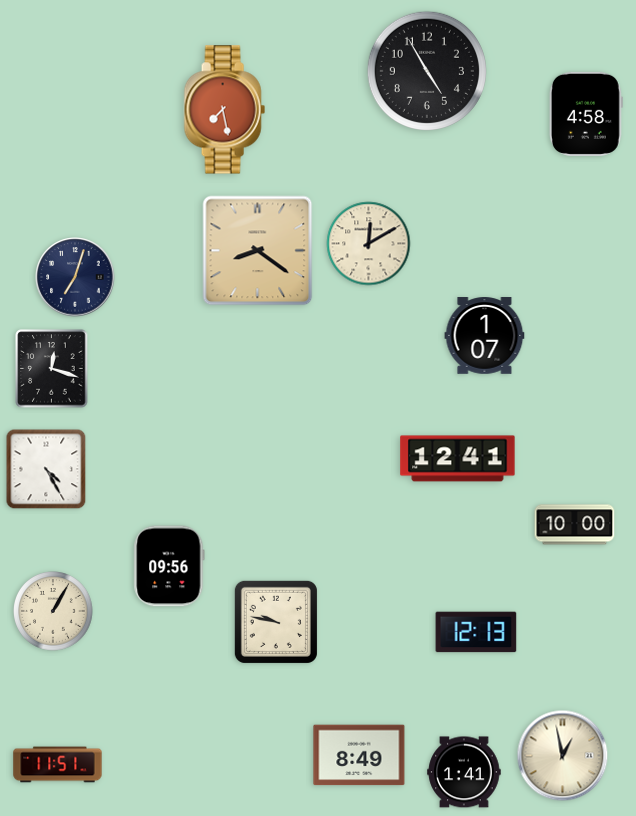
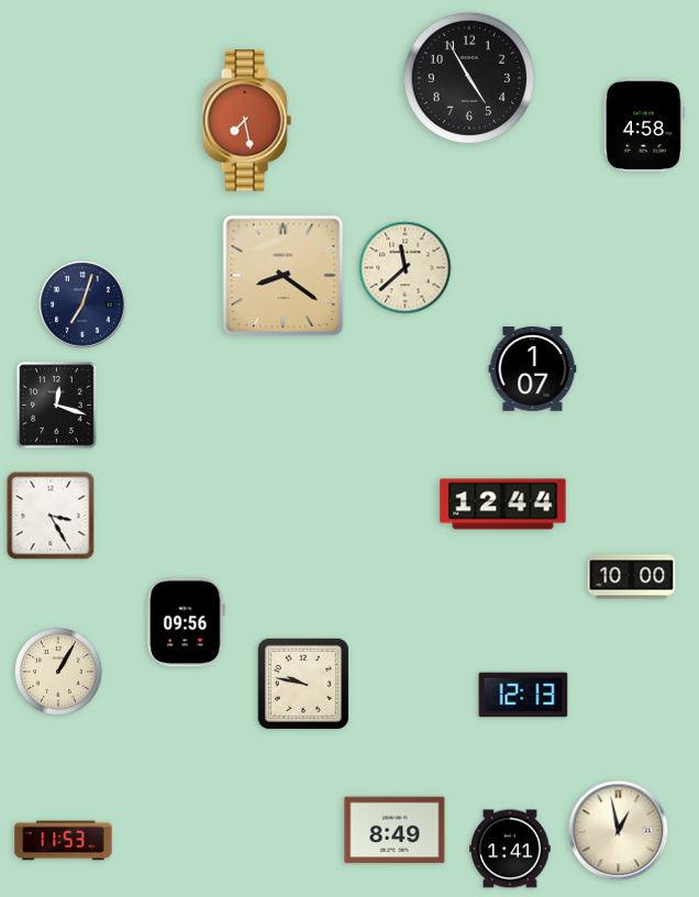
clock at (369, 244): 12:10 -> 11:38
clock at (458, 459): 12:41 -> 12:44
clock at (46, 469): 4:25 -> 3:25
clock at (58, 765): 11:51 -> 11:53
